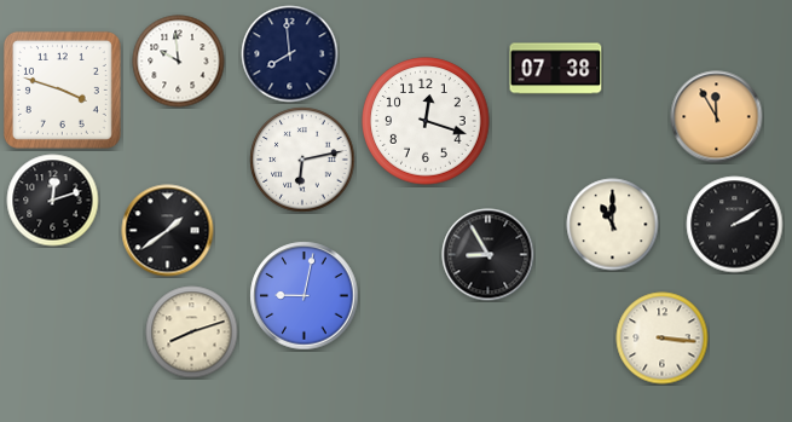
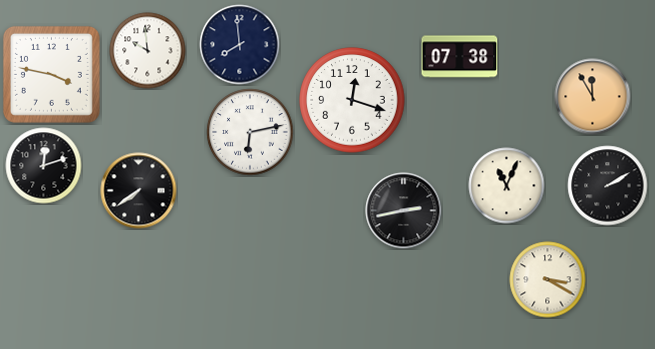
clock at (62, 89): 3:48 -> 3:47
clock at (613, 225): 11:00 -> 11:04
clock at (168, 231): 1:39 -> 7:39
clock at (489, 255): 8:55 -> 2:43
clock at (305, 296): 9:02 -> none
clock at (192, 333): 8:12 -> none
clock at (663, 339): 3:16 -> 3:20
